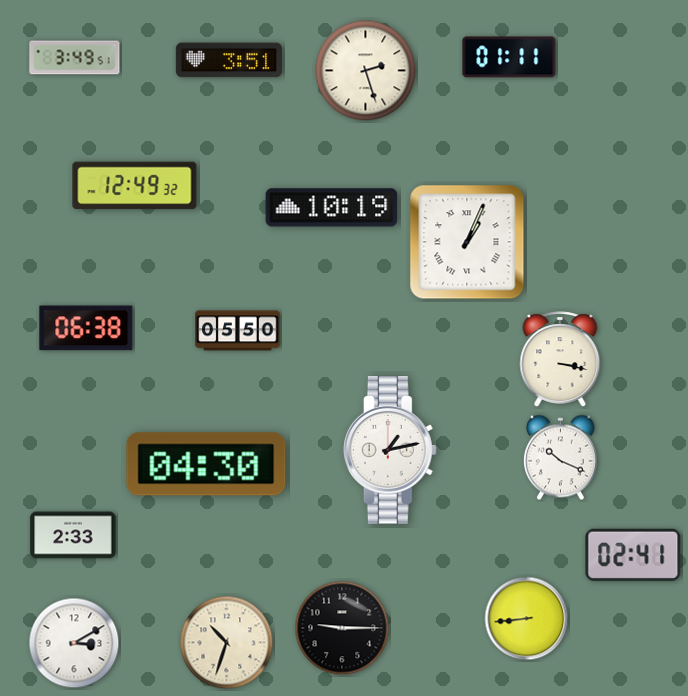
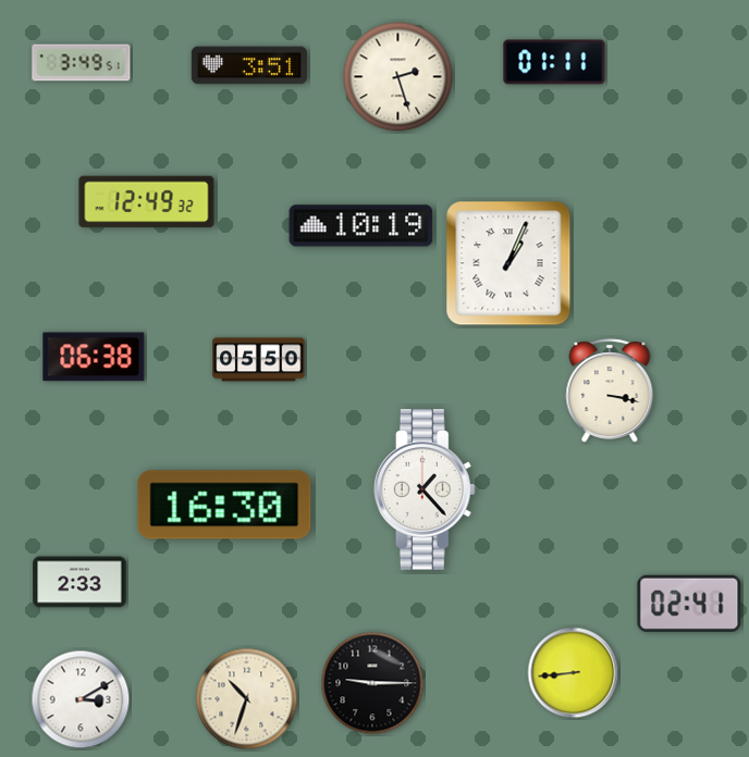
clock at (390, 450): 1:13 -> 1:23
clock at (560, 458): 10:19 -> none
clock at (206, 464): 04:30 -> 16:30
